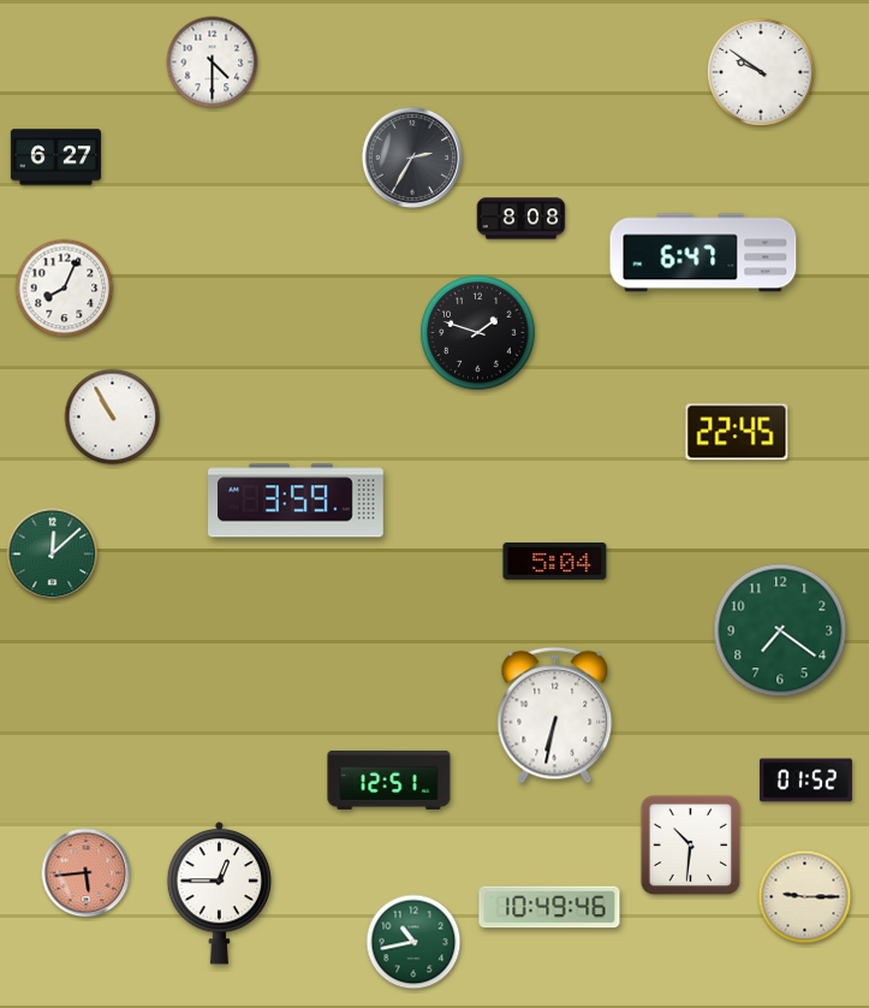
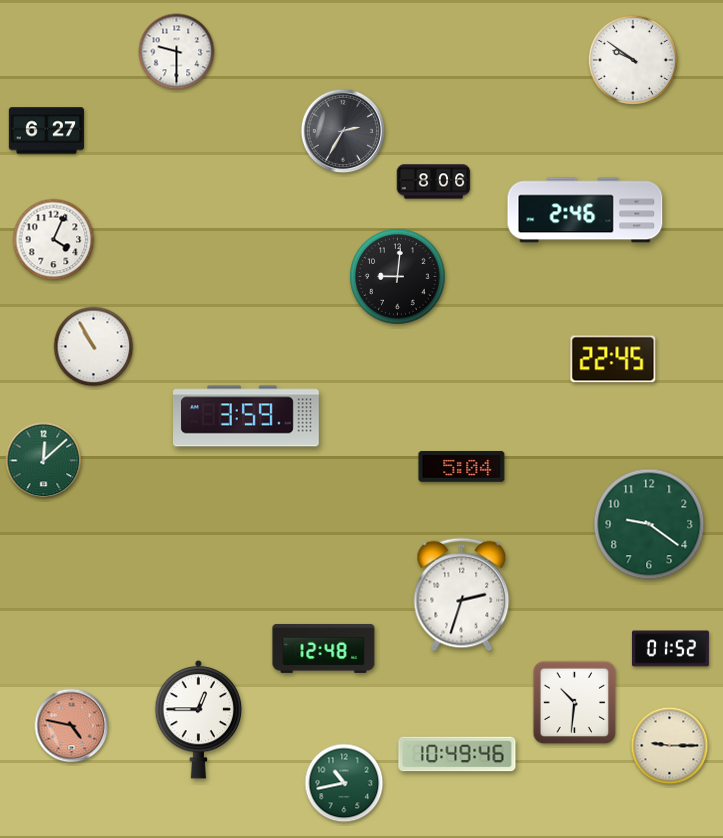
clock at (213, 63): 4:30 -> 9:30
clock at (522, 219): 8:08 -> 8:06
clock at (703, 253): 6:47 -> 2:46
clock at (65, 289): 8:04 -> 4:04
clock at (478, 333): 1:48 -> 9:01
clock at (780, 630): 7:21 -> 9:21
clock at (555, 716): 6:32 -> 2:33
clock at (389, 779): 12:51 -> 12:48
clock at (87, 873): 5:44 -> 4:47
clock at (220, 893) position: (220, 893) -> (199, 719)
